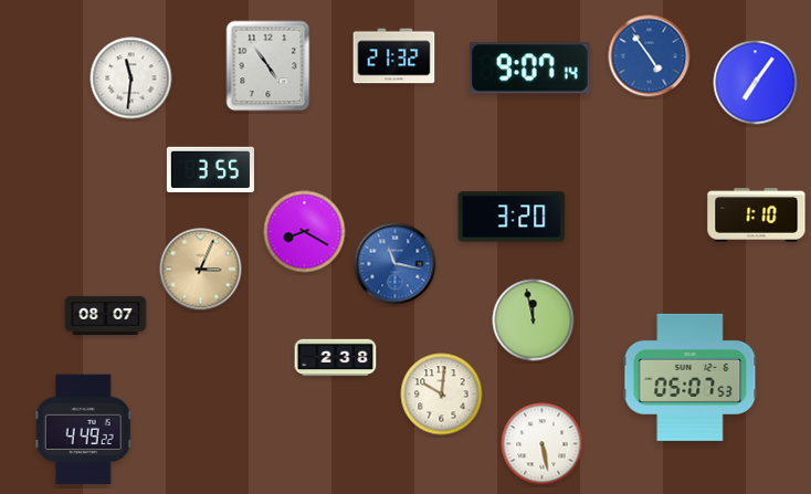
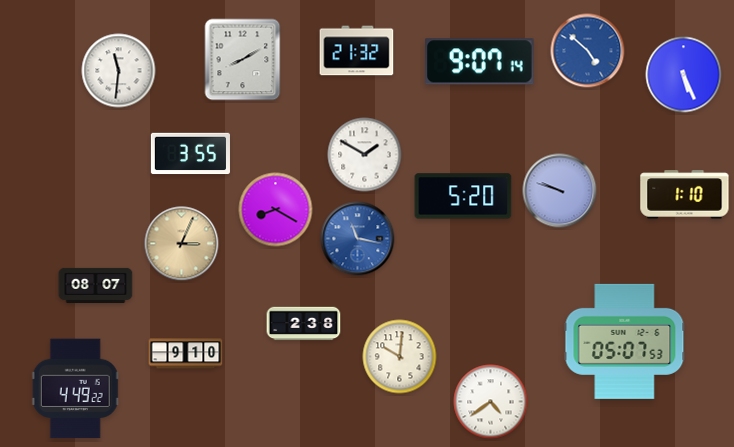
clock at (650, 56): 4:54 -> 4:52
clock at (268, 66): 4:54 -> 8:10
clock at (756, 83): 7:06 -> 5:26
clock at (365, 155): none -> 1:50
clock at (560, 191): none -> 9:48
clock at (512, 217): 3:20 -> 5:20
clock at (534, 320): 11:58 -> none
clock at (186, 354): none -> 9:10
clock at (543, 444): 5:28 -> 4:39
